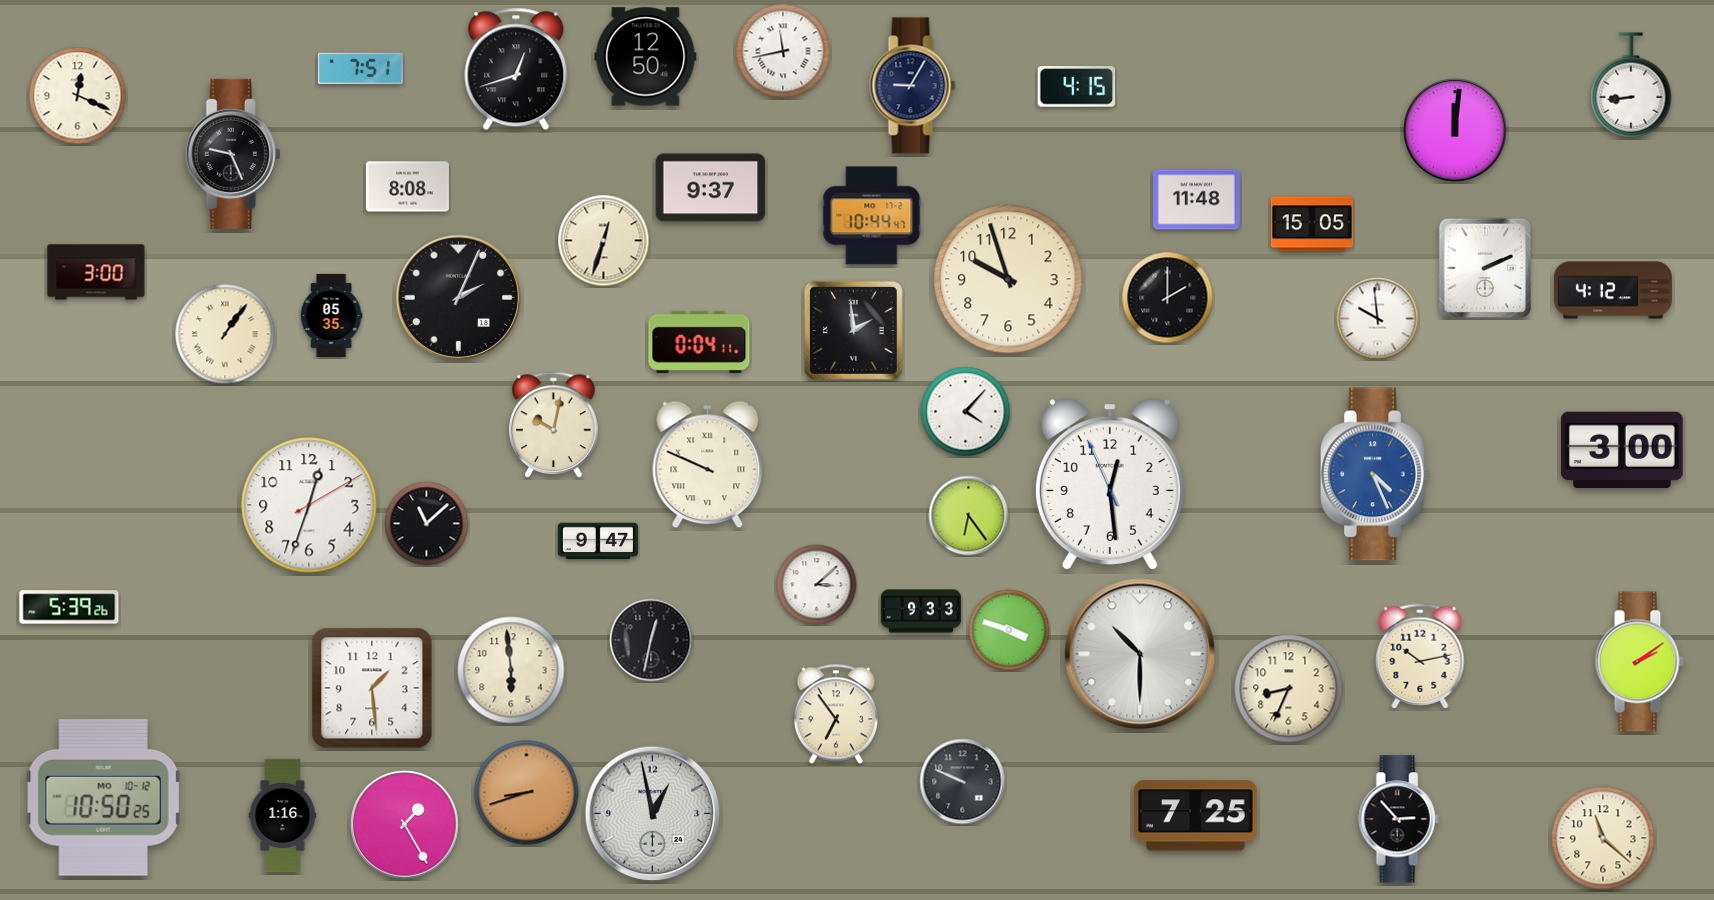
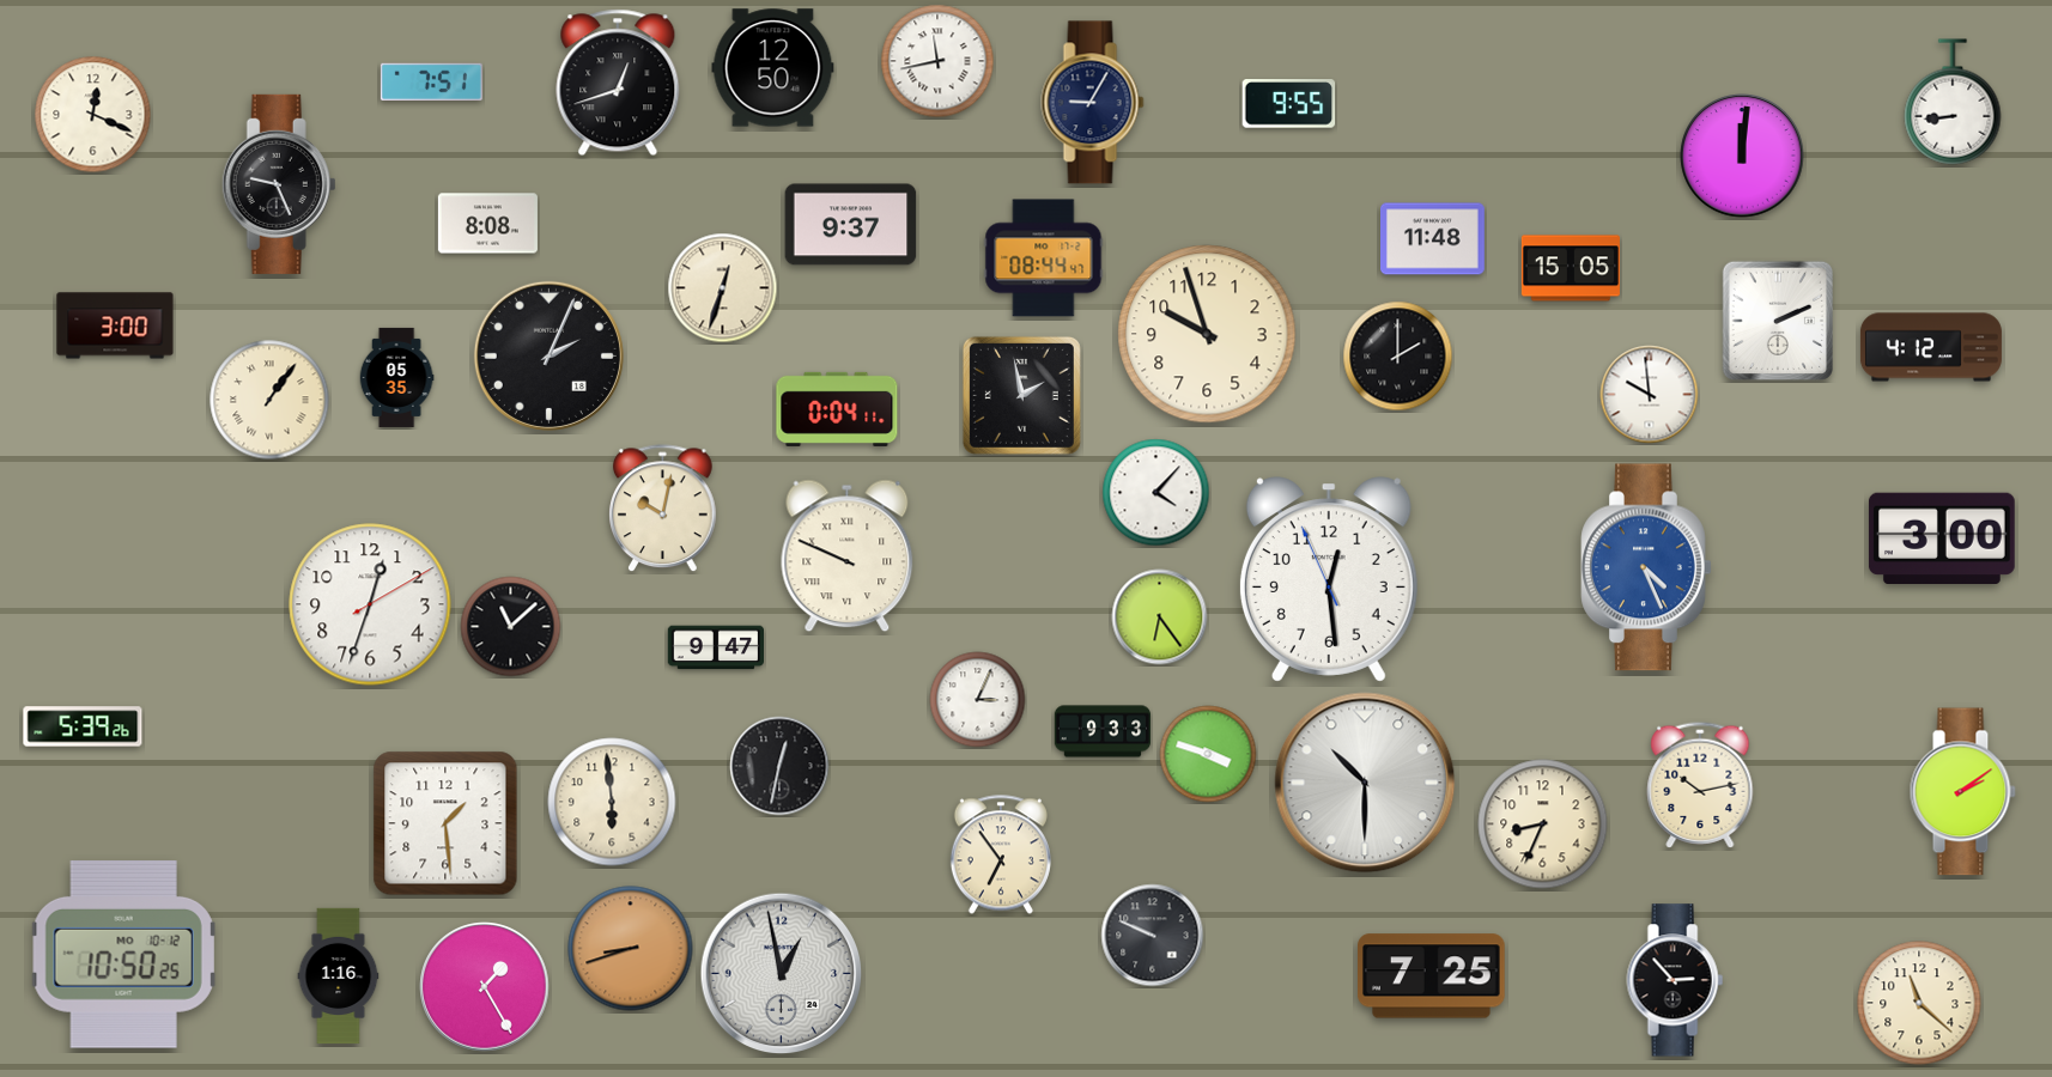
clock at (1077, 87): 4:15 -> 9:55
clock at (872, 216): 10:44 -> 08:44
clock at (1378, 319) position: (1378, 319) -> (1650, 395)
clock at (853, 330): 1:59 -> 1:58
clock at (817, 585): 3:08 -> 3:04
